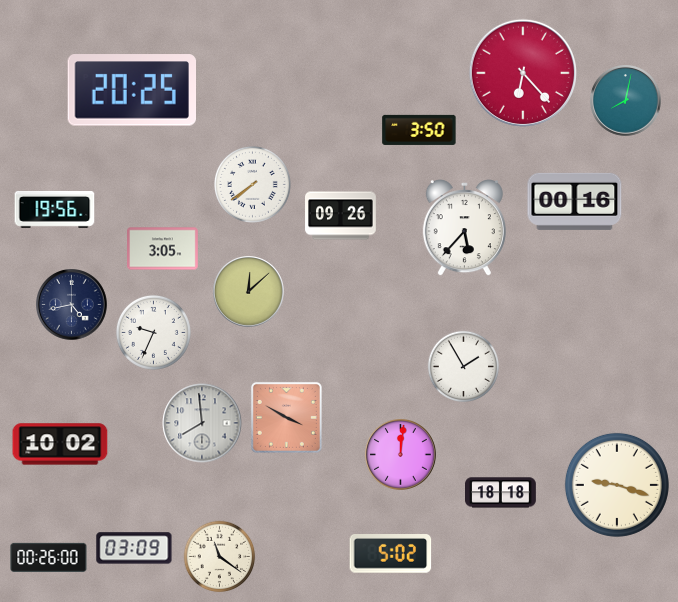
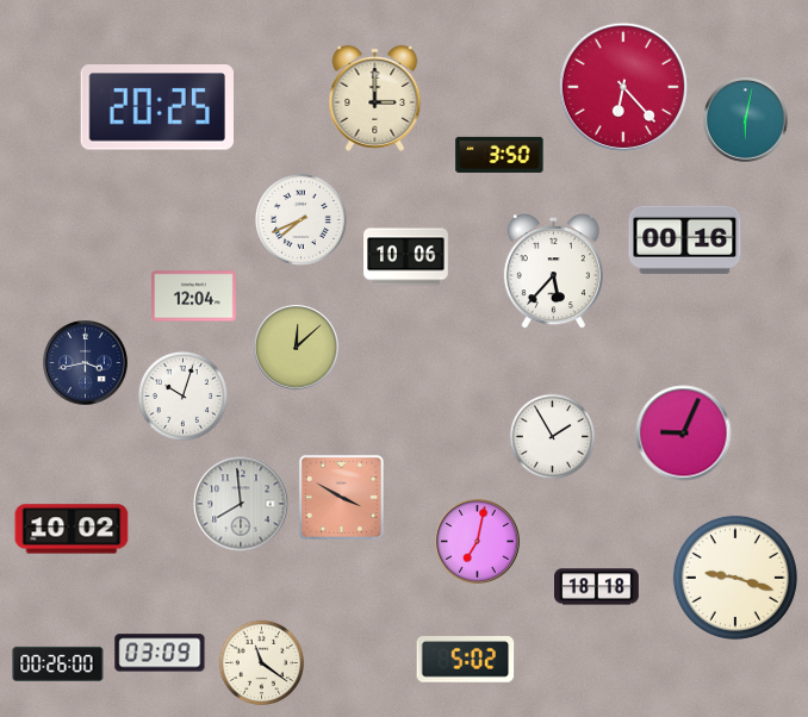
clock at (375, 98): none -> 3:00
clock at (626, 101): 8:02 -> 6:02
clock at (253, 185): 7:39 -> 7:41
clock at (55, 209): 19:56 -> none
clock at (341, 216): 09:26 -> 10:06
clock at (163, 249): 3:05 -> 12:04
clock at (72, 305): 4:43 -> 3:43
clock at (153, 332): 9:34 -> 10:03
clock at (684, 434): none -> 9:04
clock at (401, 455): 12:01 -> 7:02
